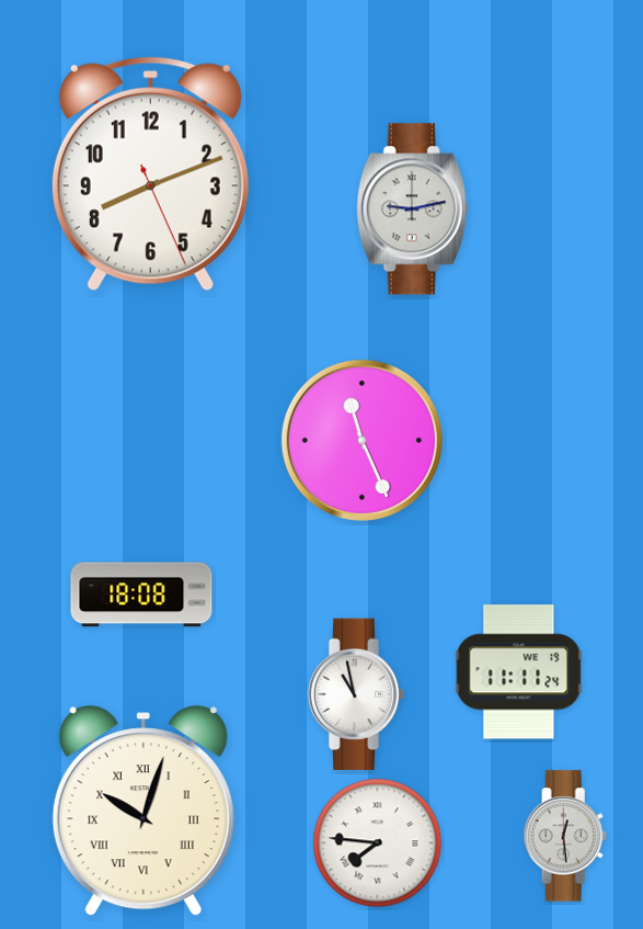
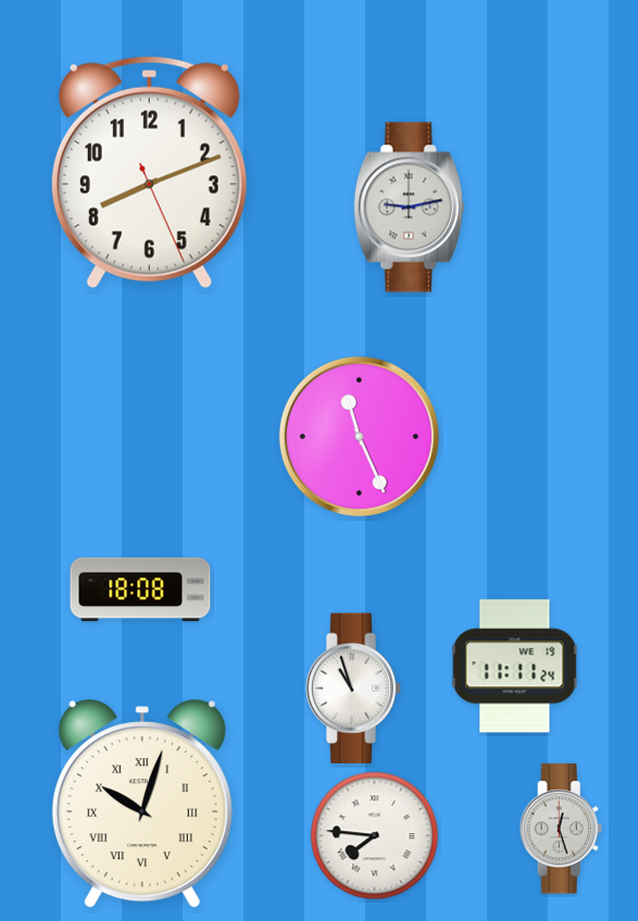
clock at (356, 693): 10:58 -> 10:57
clock at (565, 836): 12:29 -> 12:27
